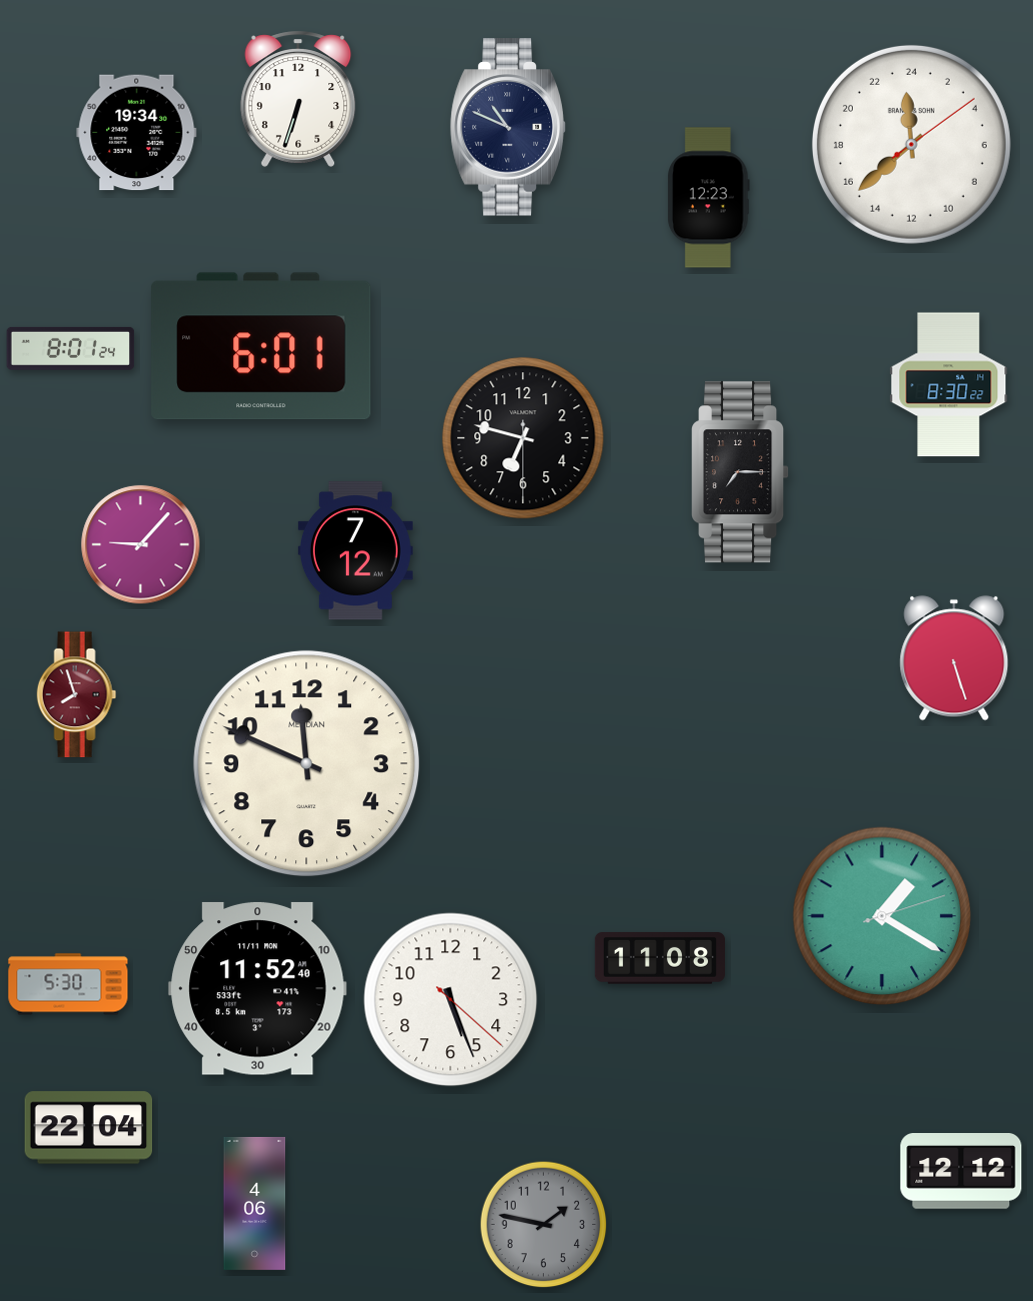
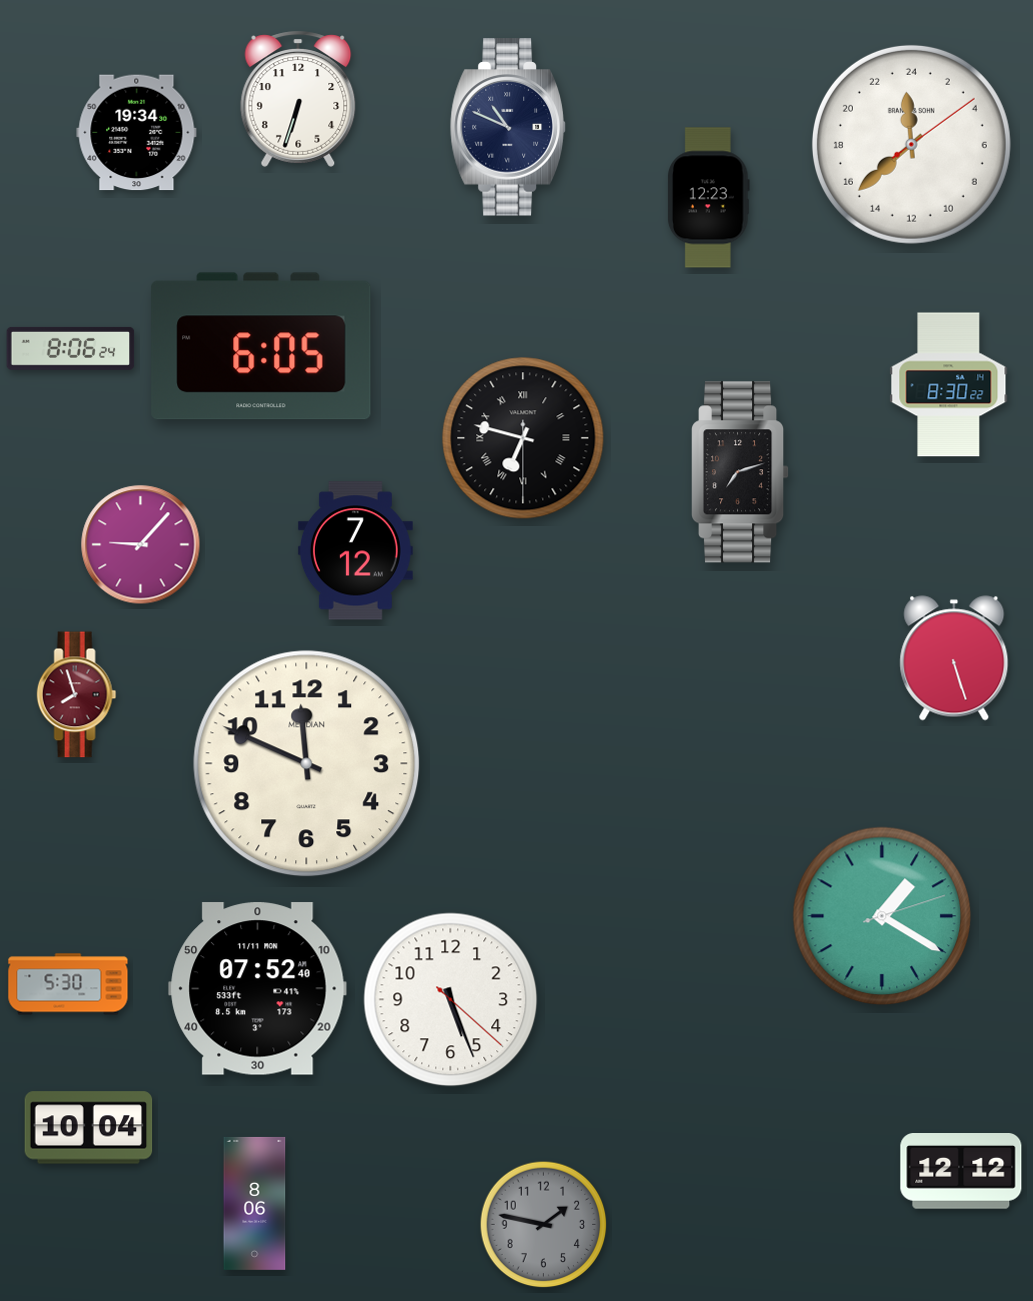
clock at (261, 346): 6:01 -> 6:05
clock at (71, 348): 8:01 -> 8:06
clock at (523, 438) numerals: Arabic -> Roman
clock at (741, 472): 7:15 -> 7:12
clock at (660, 958): 11:08 -> none
clock at (258, 989): 11:52 -> 07:52
clock at (89, 1128): 22:04 -> 10:04
clock at (255, 1203): 4:06 -> 8:06
